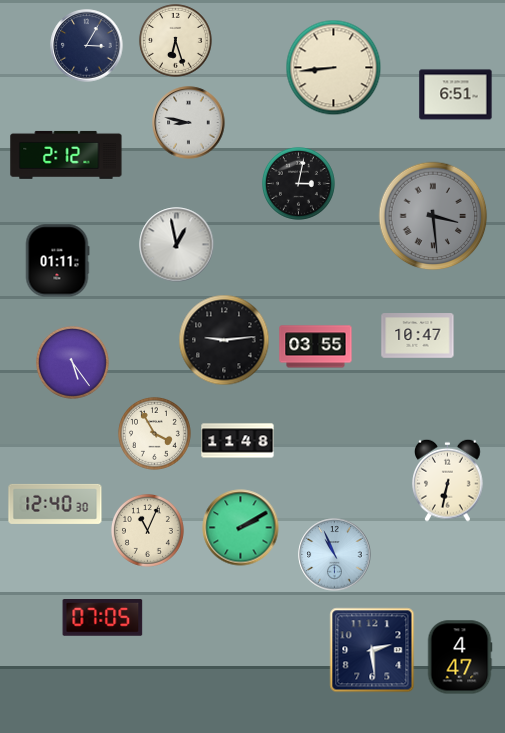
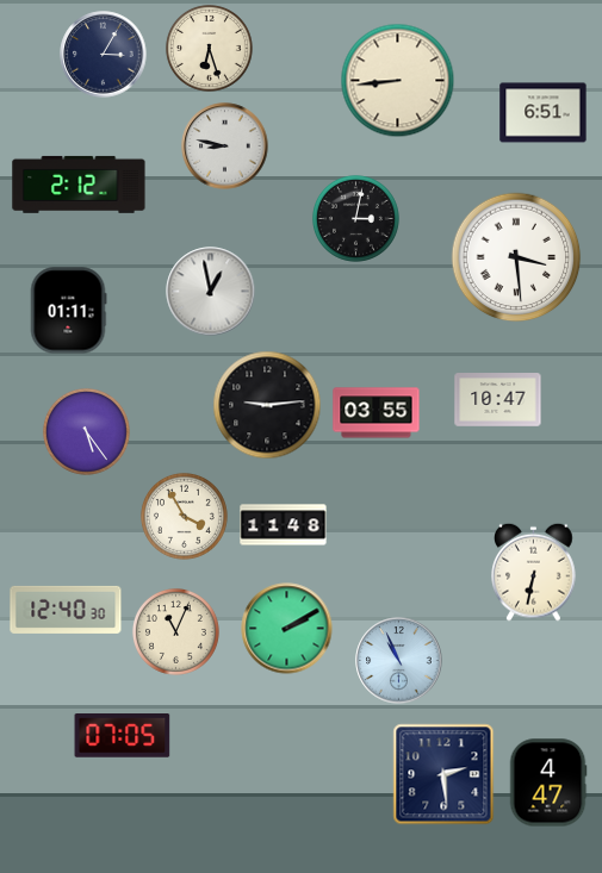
clock at (433, 216) dial: grey -> white
clock at (55, 504) position: (55, 504) -> (66, 610)
